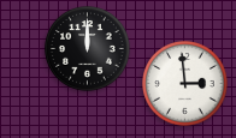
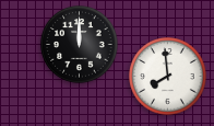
clock at (185, 84): 2:59 -> 7:59
